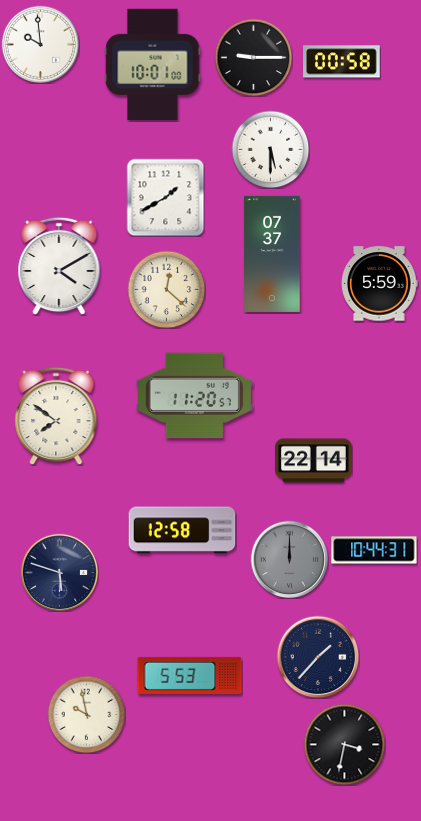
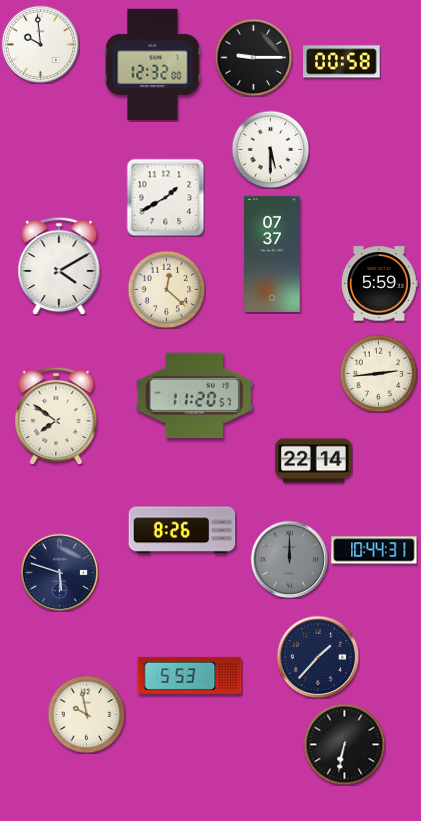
clock at (153, 65): 10:01 -> 12:32
clock at (378, 373): none -> 2:44
clock at (182, 530): 12:58 -> 8:26
clock at (344, 744): 3:32 -> 6:32
